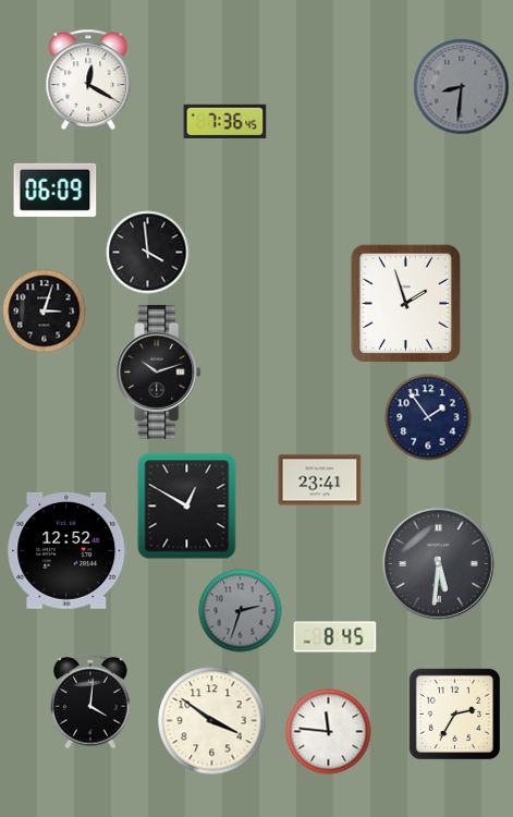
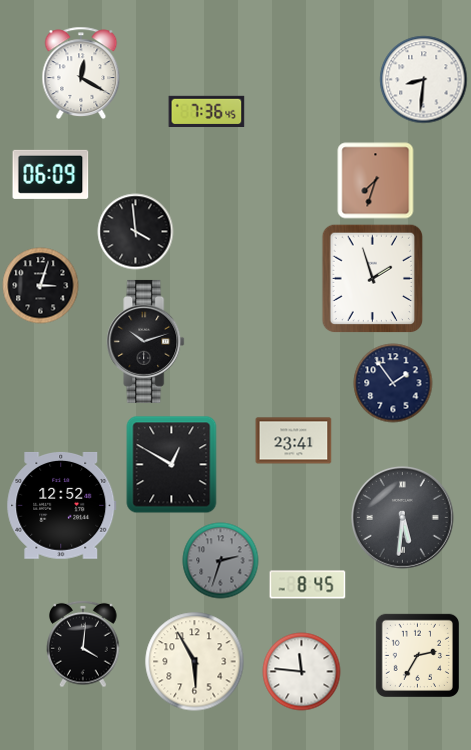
clock at (462, 87) dial: grey -> white
clock at (376, 181): none -> 7:33
clock at (212, 721): 3:51 -> 5:55
